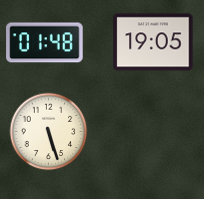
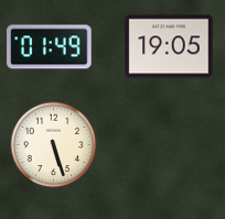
clock at (45, 43): 01:48 -> 01:49
